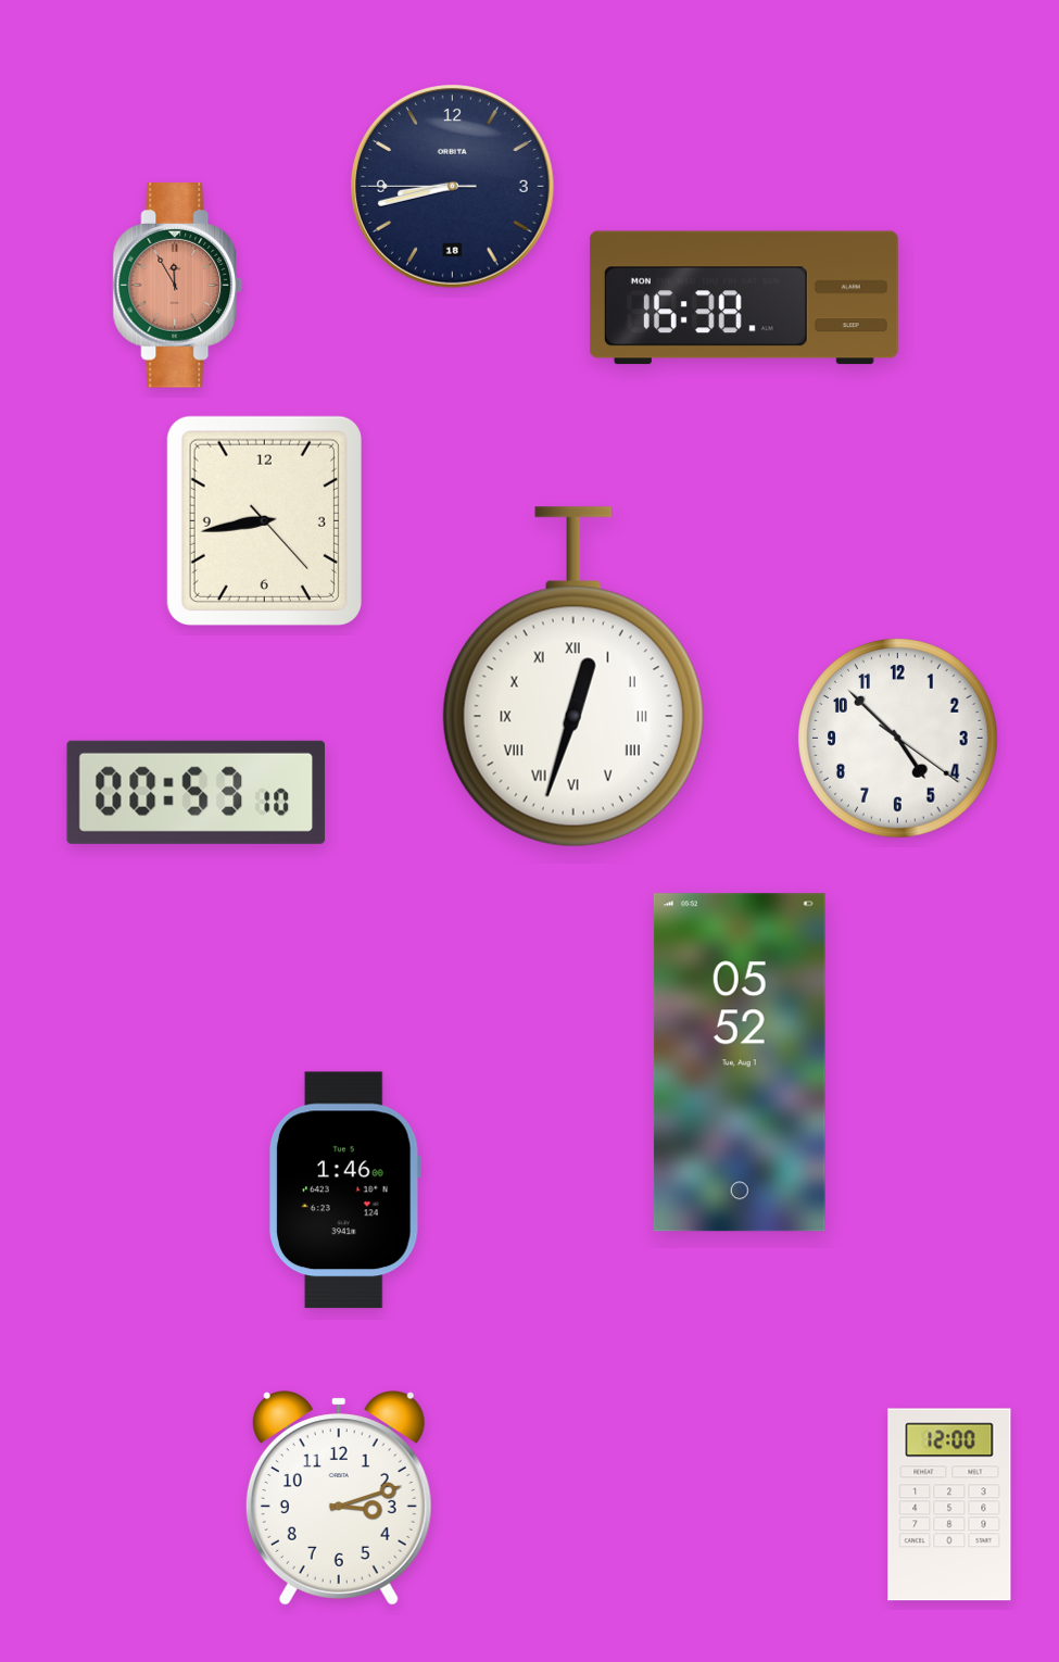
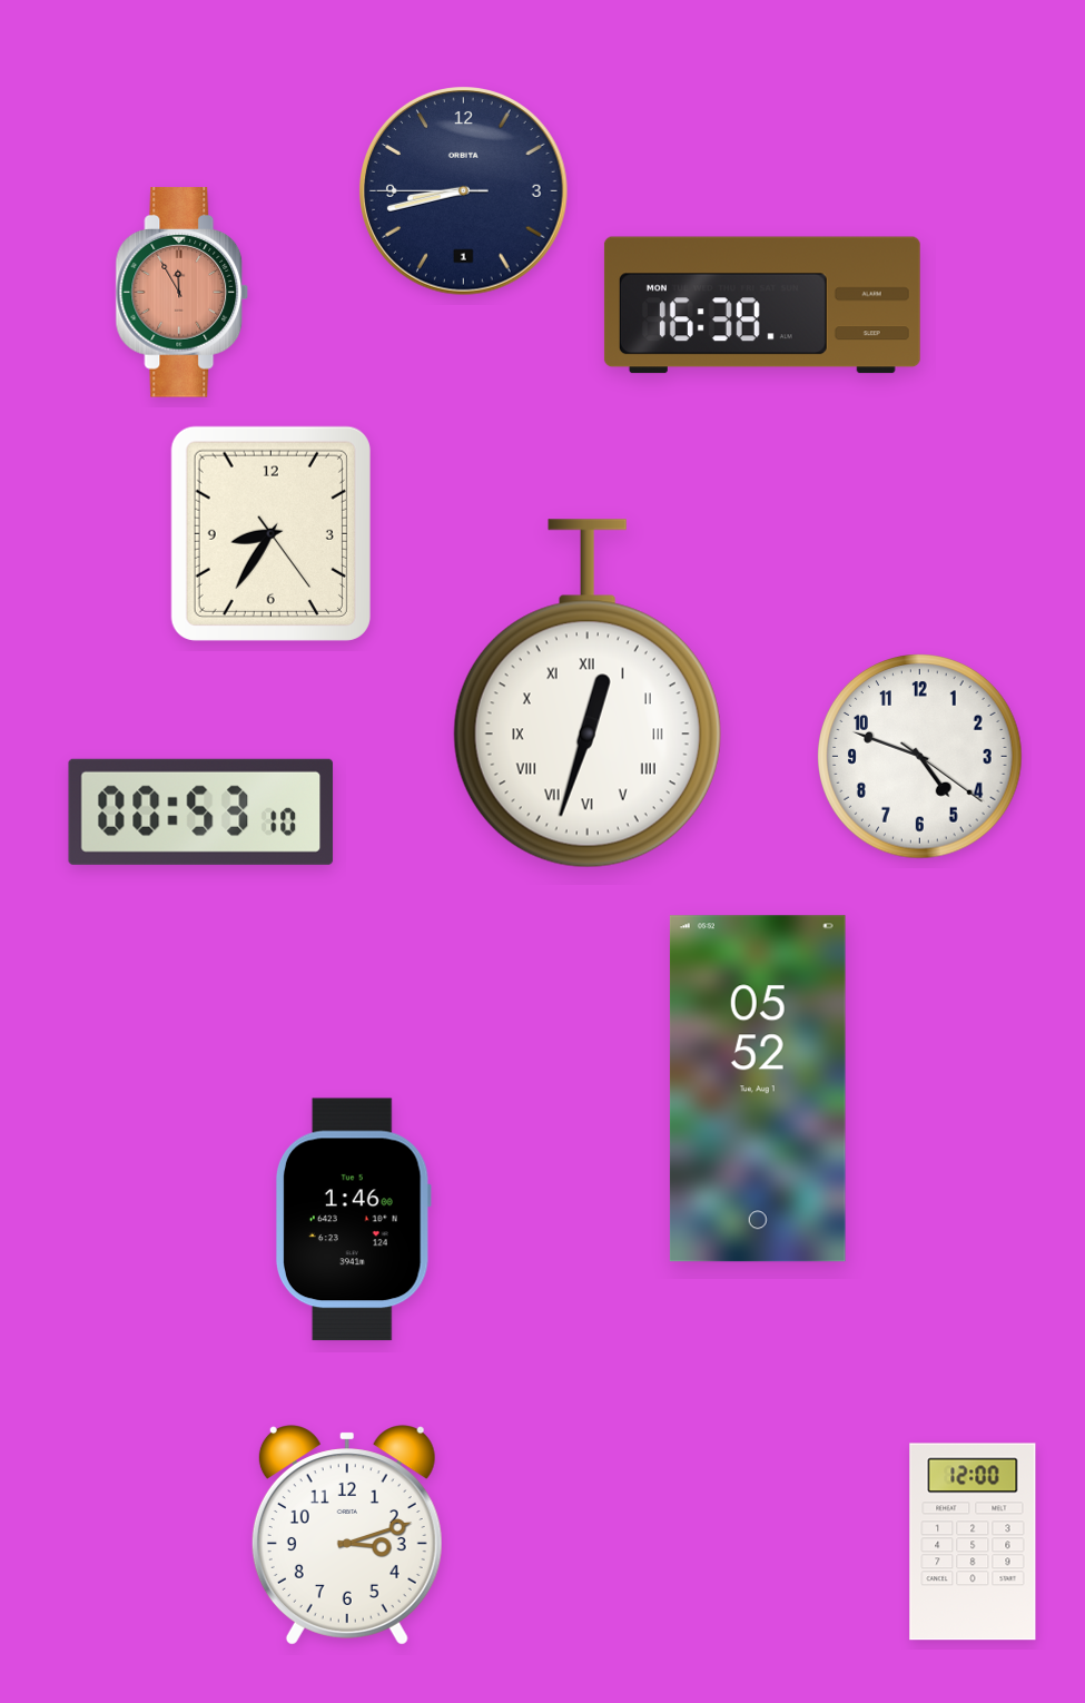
clock at (453, 187) date: 18 -> 1
clock at (264, 520): 8:43 -> 8:35
clock at (898, 739): 4:52 -> 4:48
